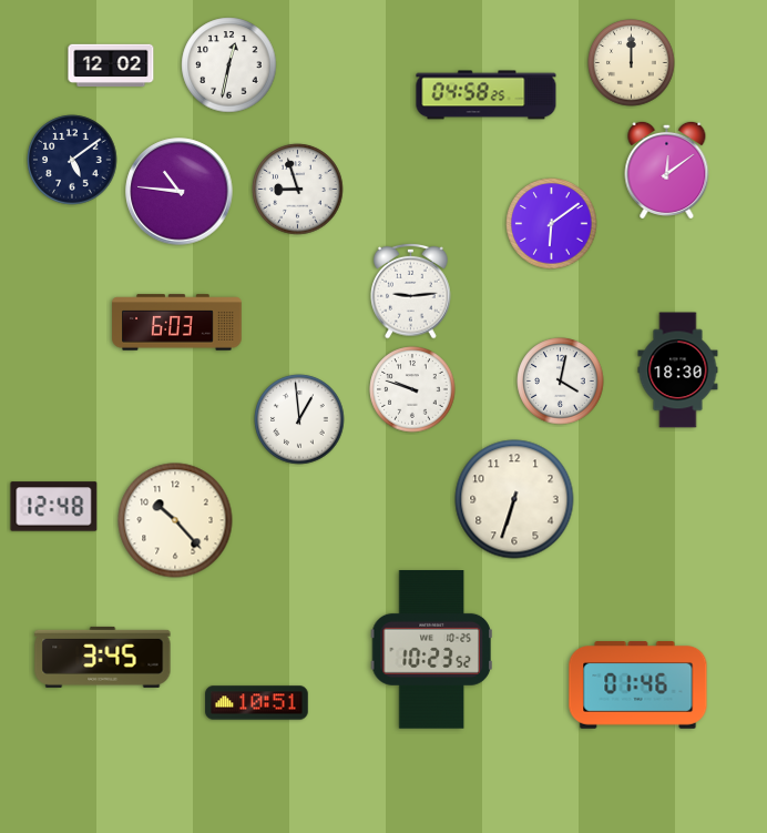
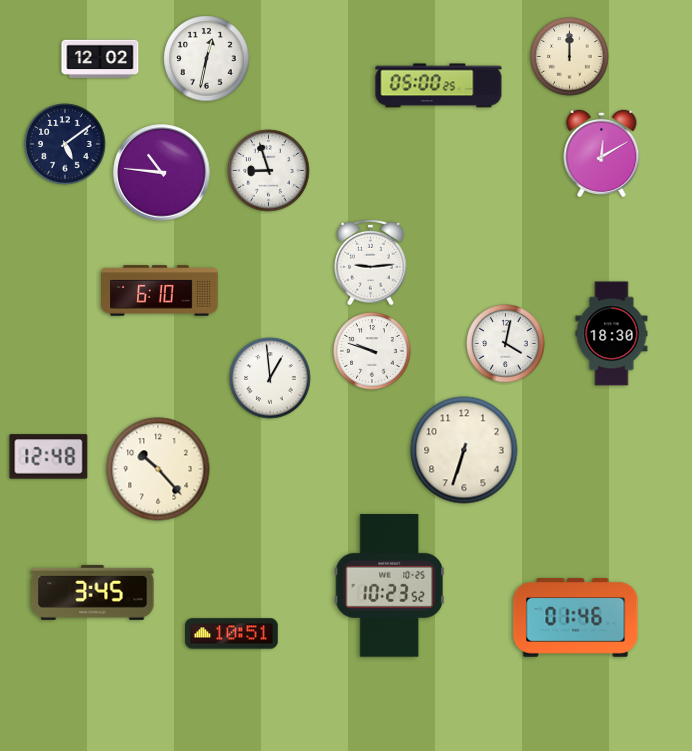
clock at (487, 95): 04:58 -> 05:00
clock at (667, 170): 12:09 -> 12:10
clock at (552, 224): 6:09 -> none
clock at (177, 323): 6:03 -> 6:10
